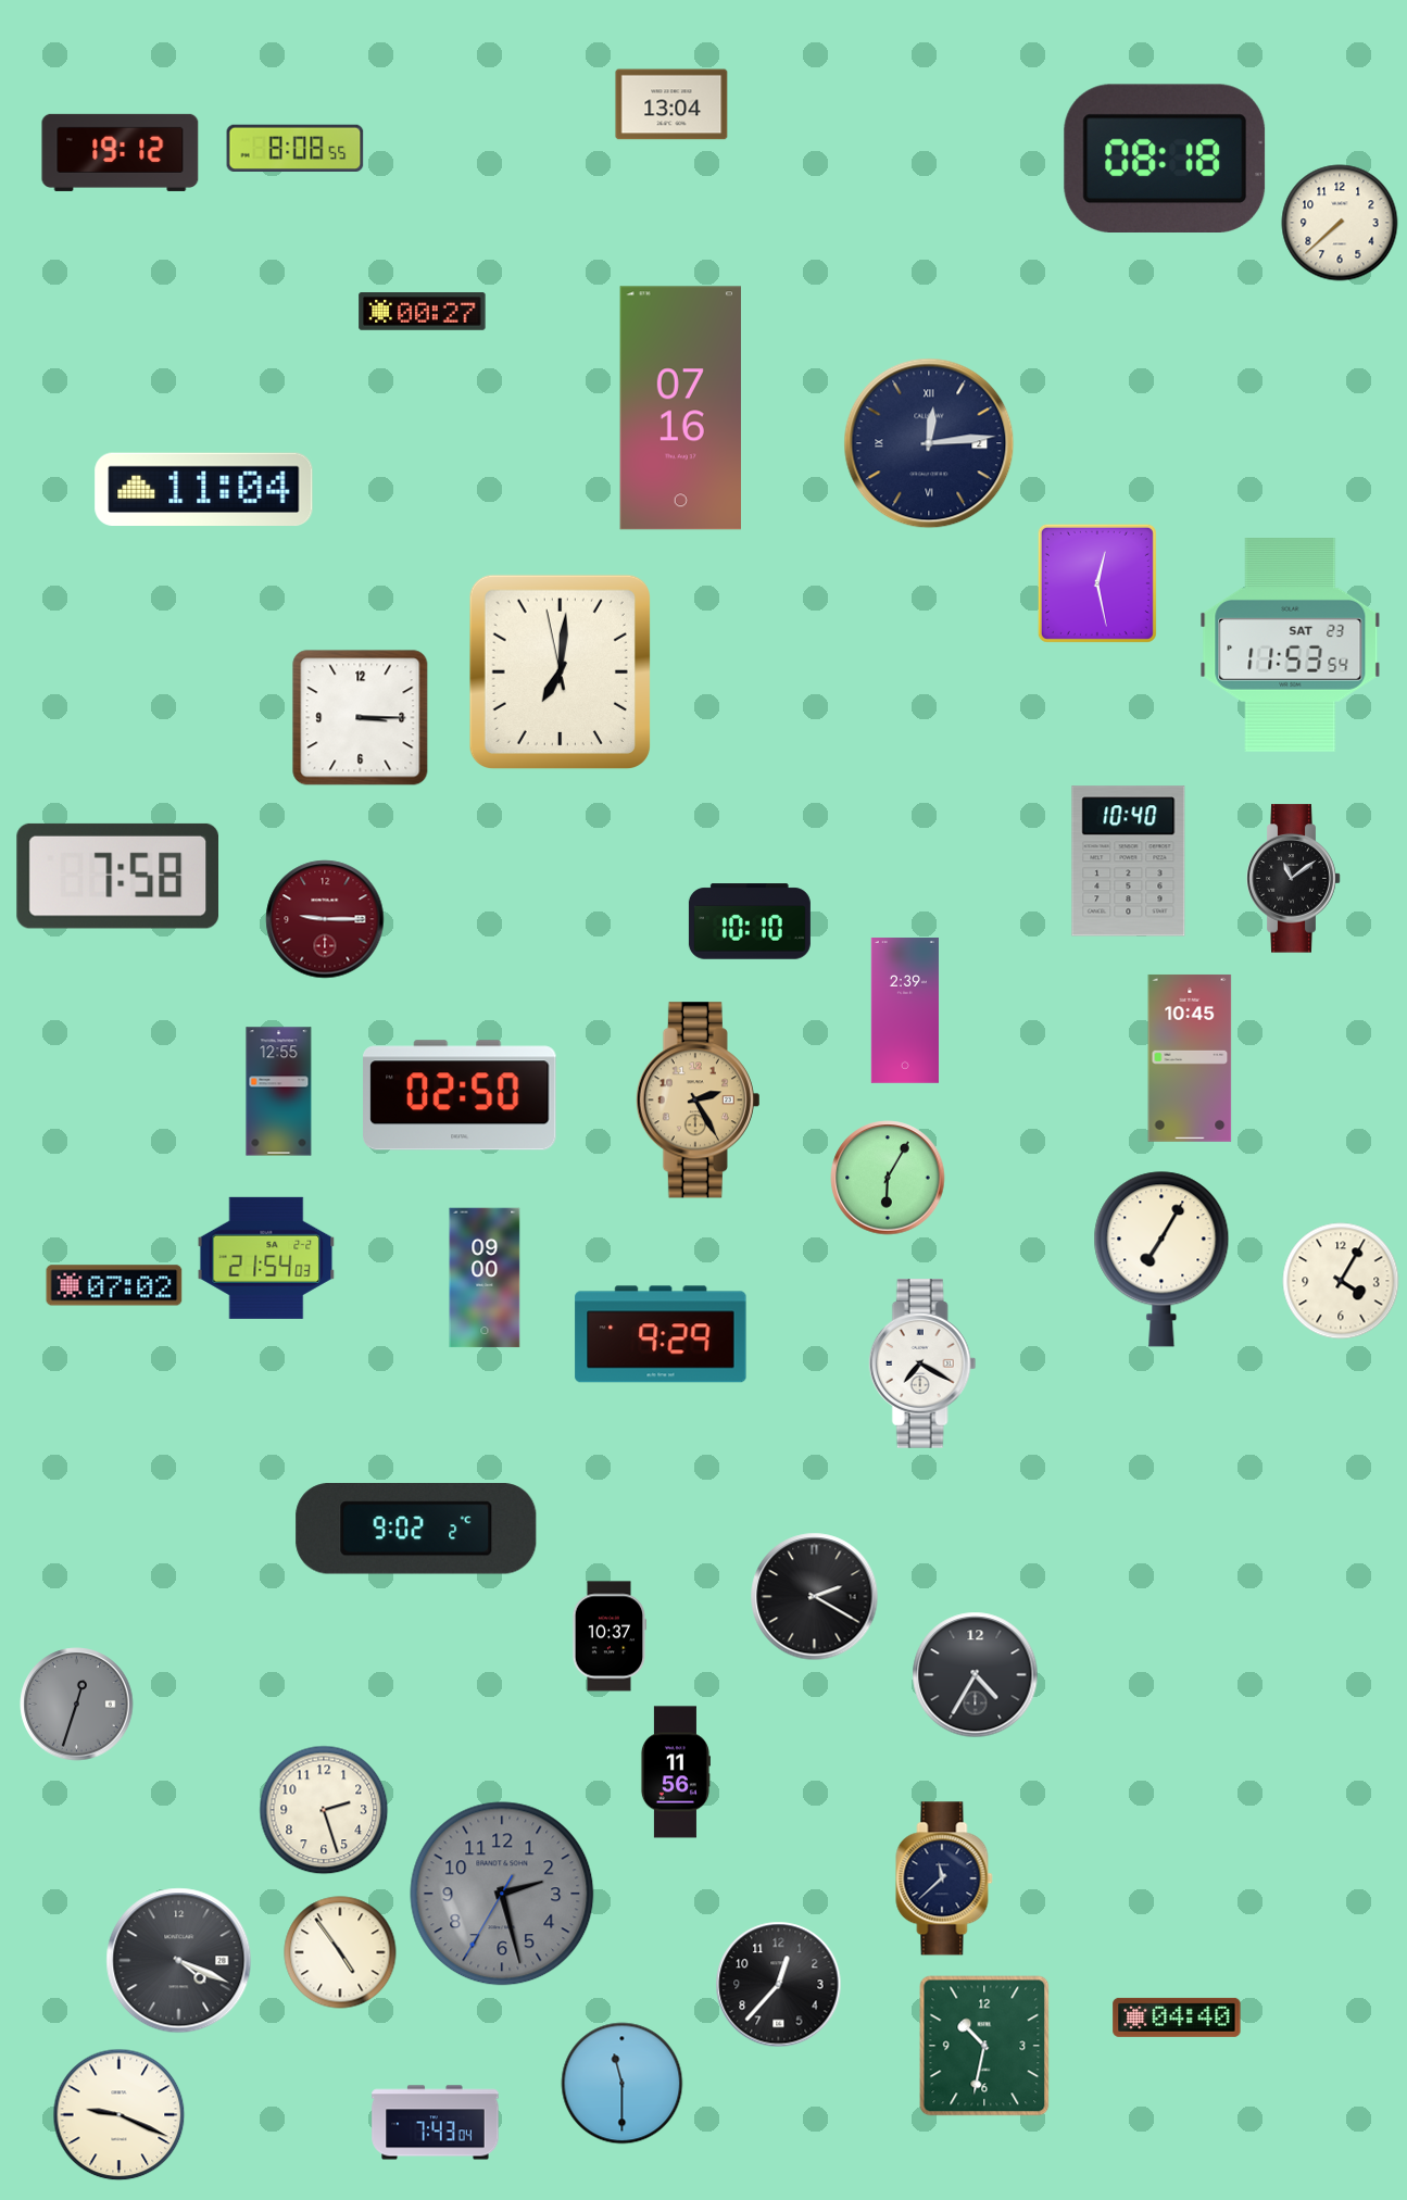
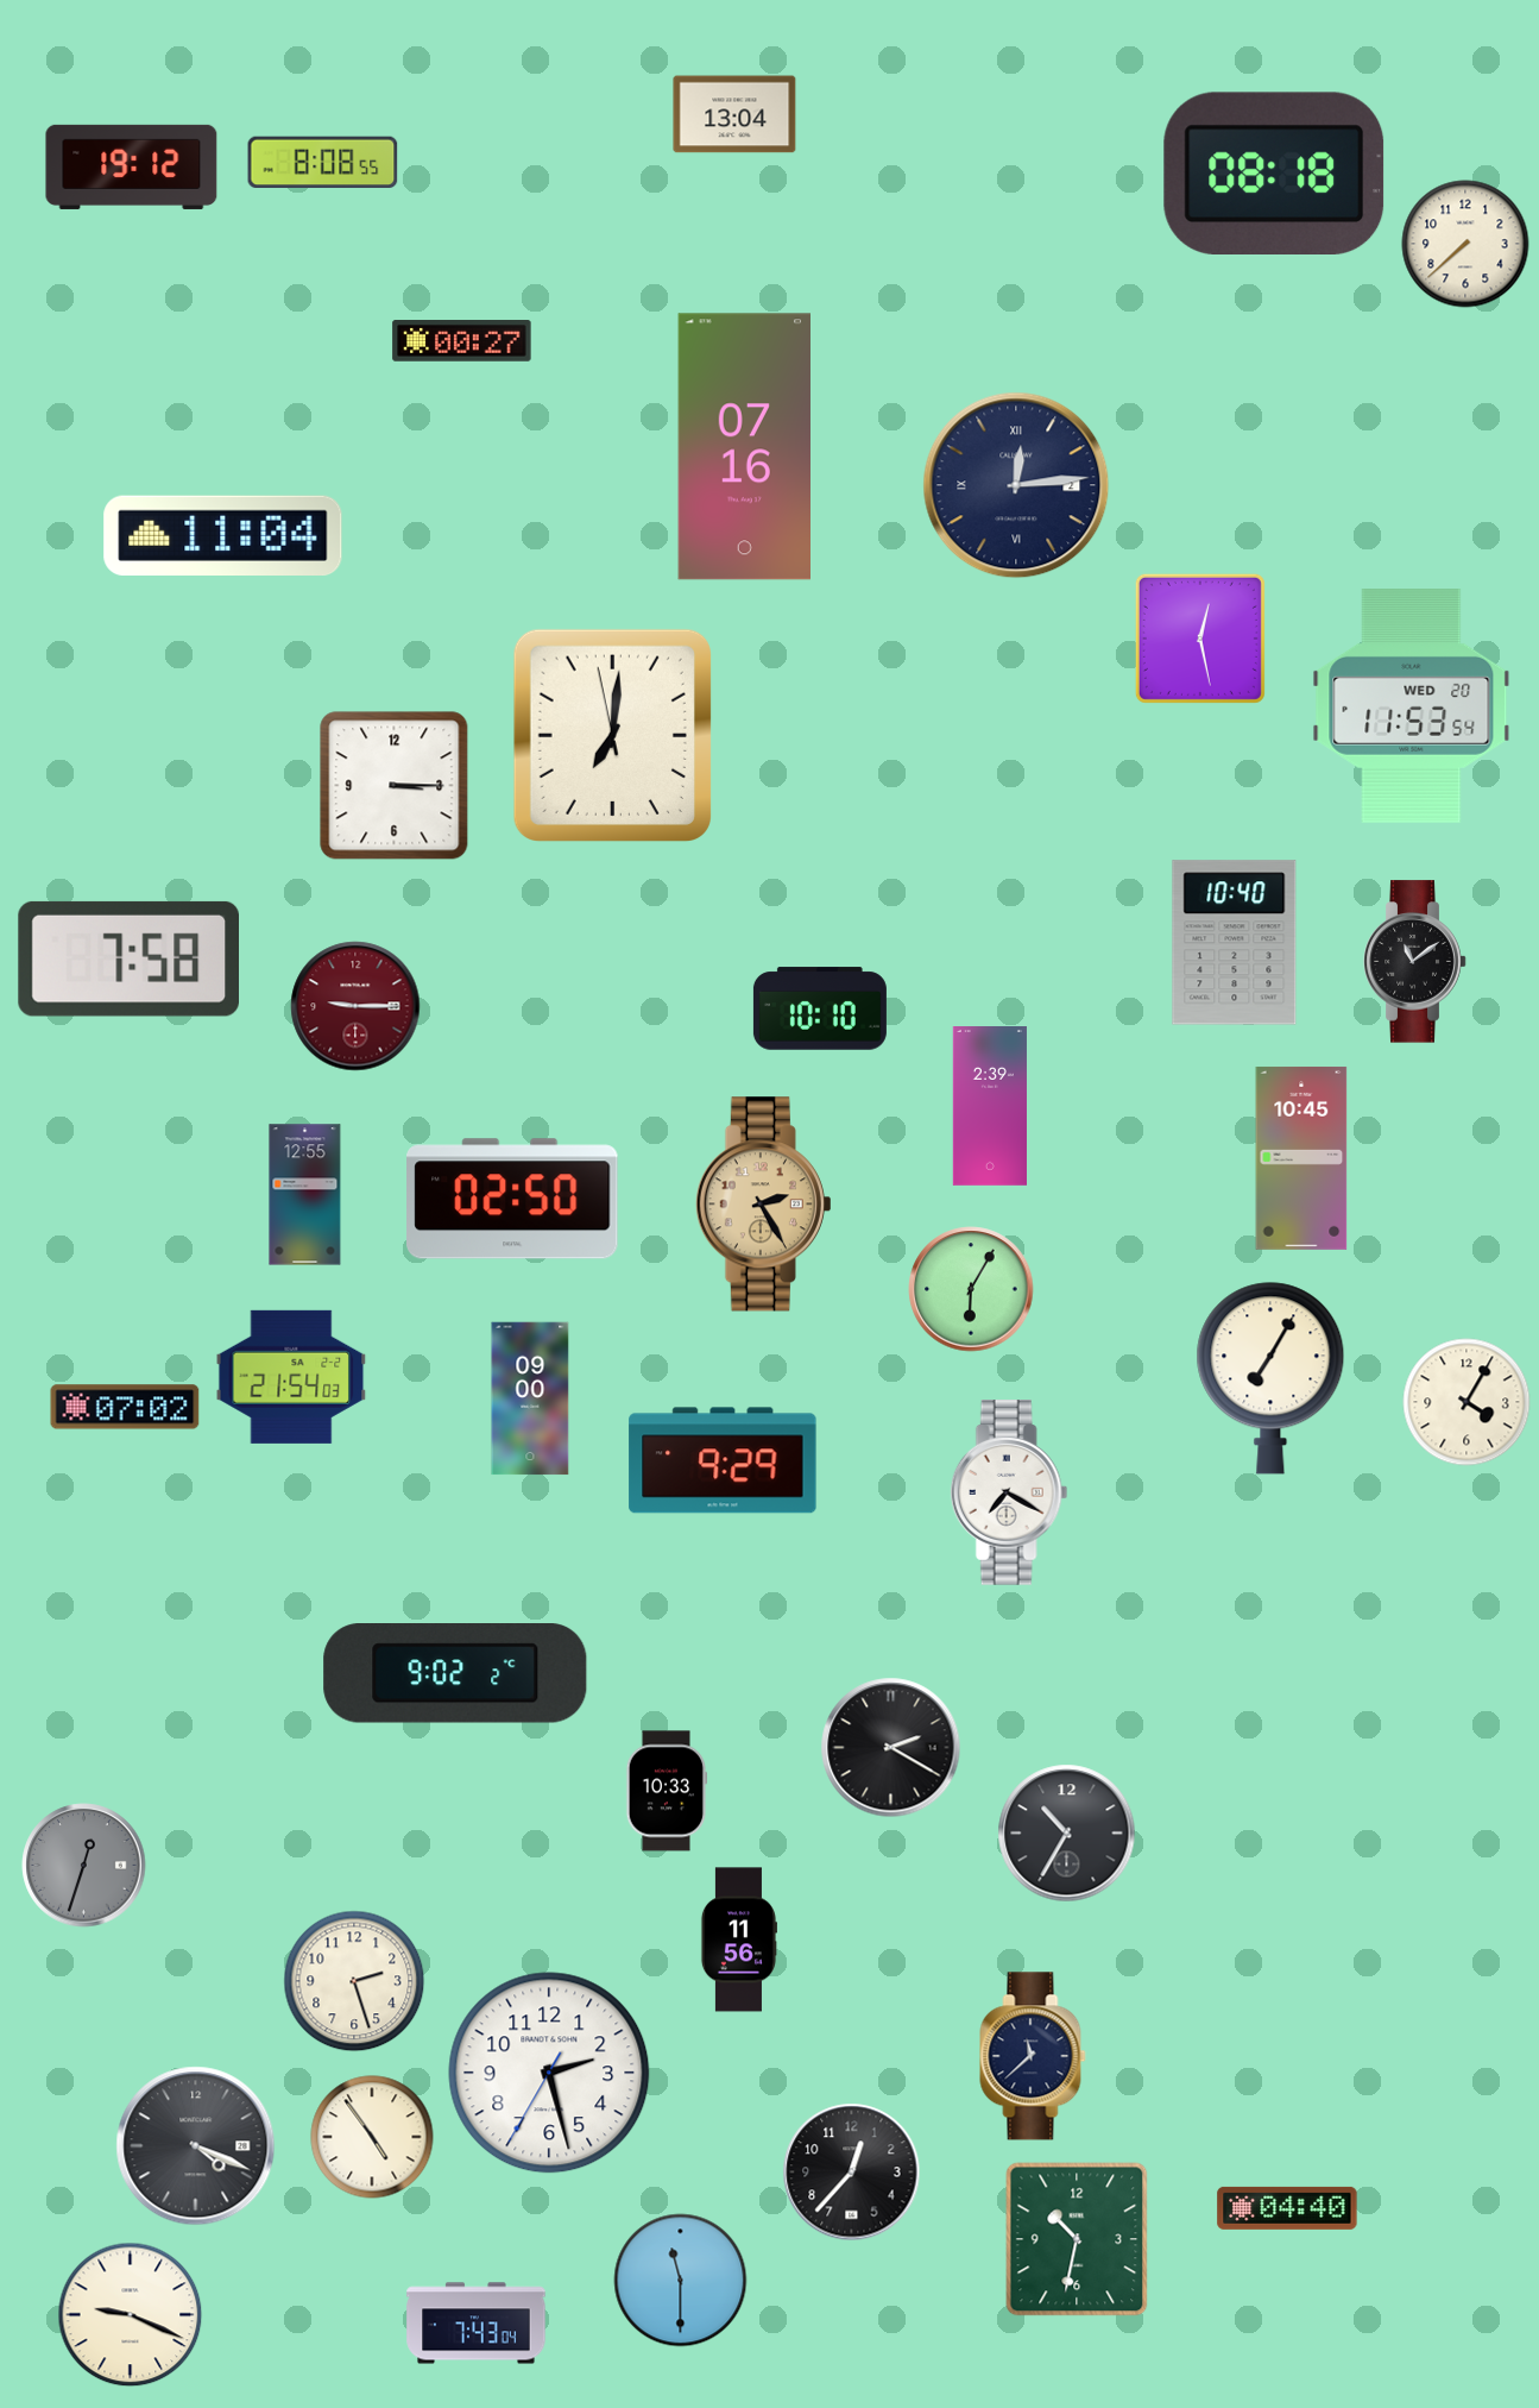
clock at (1291, 645) date: SAT 23 -> WED 20
clock at (460, 1095) position: (460, 1095) -> (512, 1199)
clock at (610, 1636): 10:37 -> 10:33
clock at (976, 1675): 4:35 -> 10:35
clock at (502, 1894) dial: grey -> white
